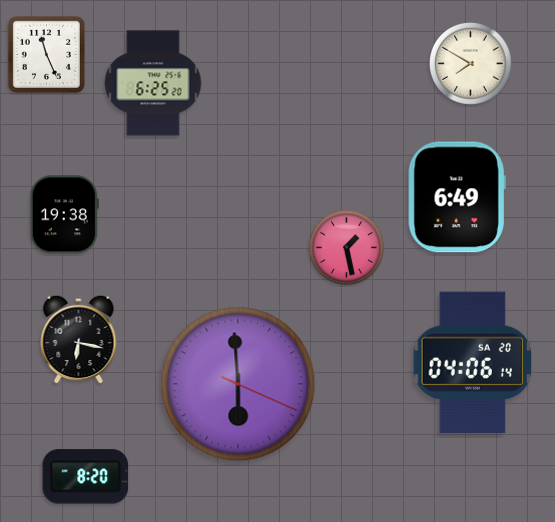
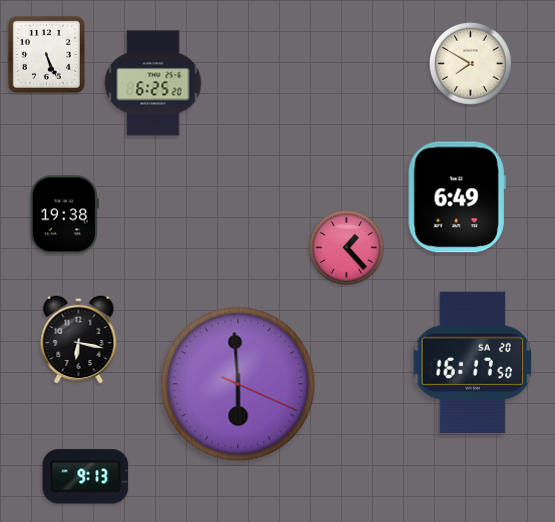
clock at (46, 54): 11:26 -> 5:26
clock at (346, 247): 1:28 -> 1:23
clock at (473, 362): 04:06 -> 16:17
clock at (86, 477): 8:20 -> 9:13
